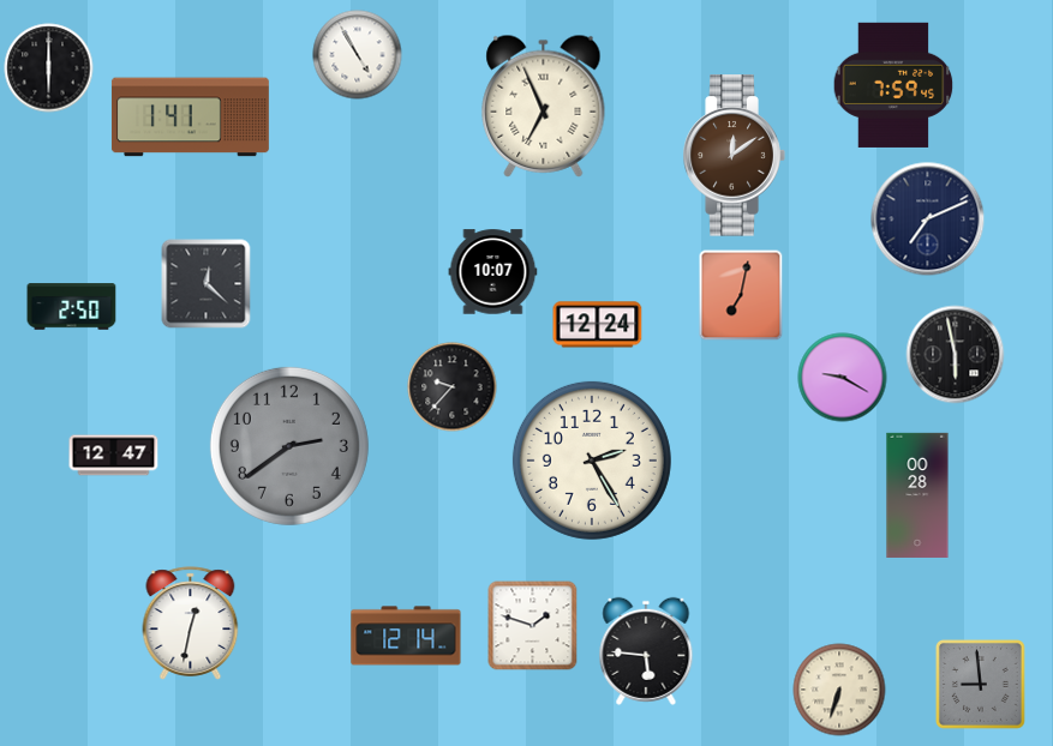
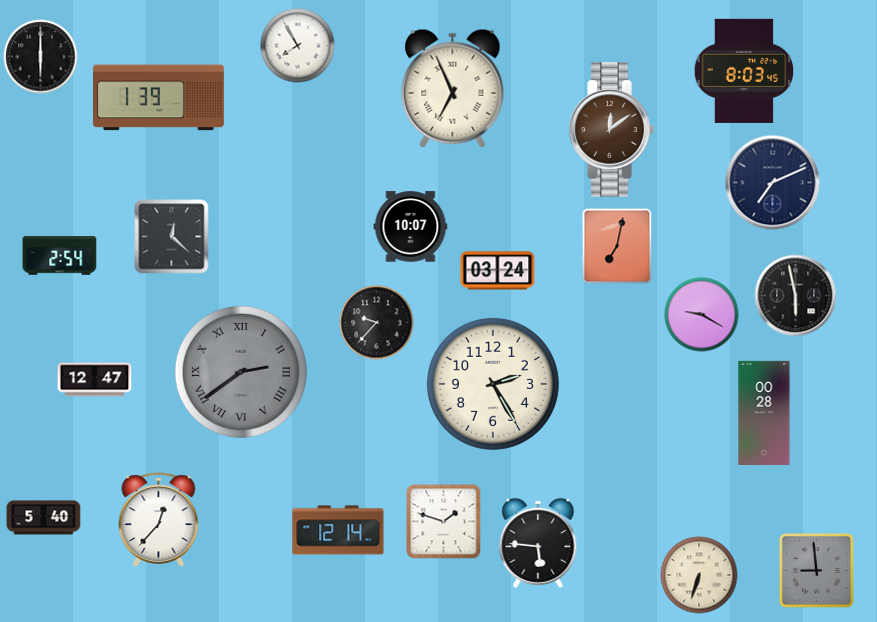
clock at (358, 55): 4:55 -> 7:55
clock at (893, 85): 7:59 -> 8:03
clock at (190, 118): 1:41 -> 1:39
clock at (72, 307): 2:50 -> 2:54
clock at (598, 325): 12:24 -> 03:24
clock at (289, 446) numerals: Arabic -> Roman
clock at (44, 518): none -> 5:40
clock at (191, 624): 12:32 -> 12:37
